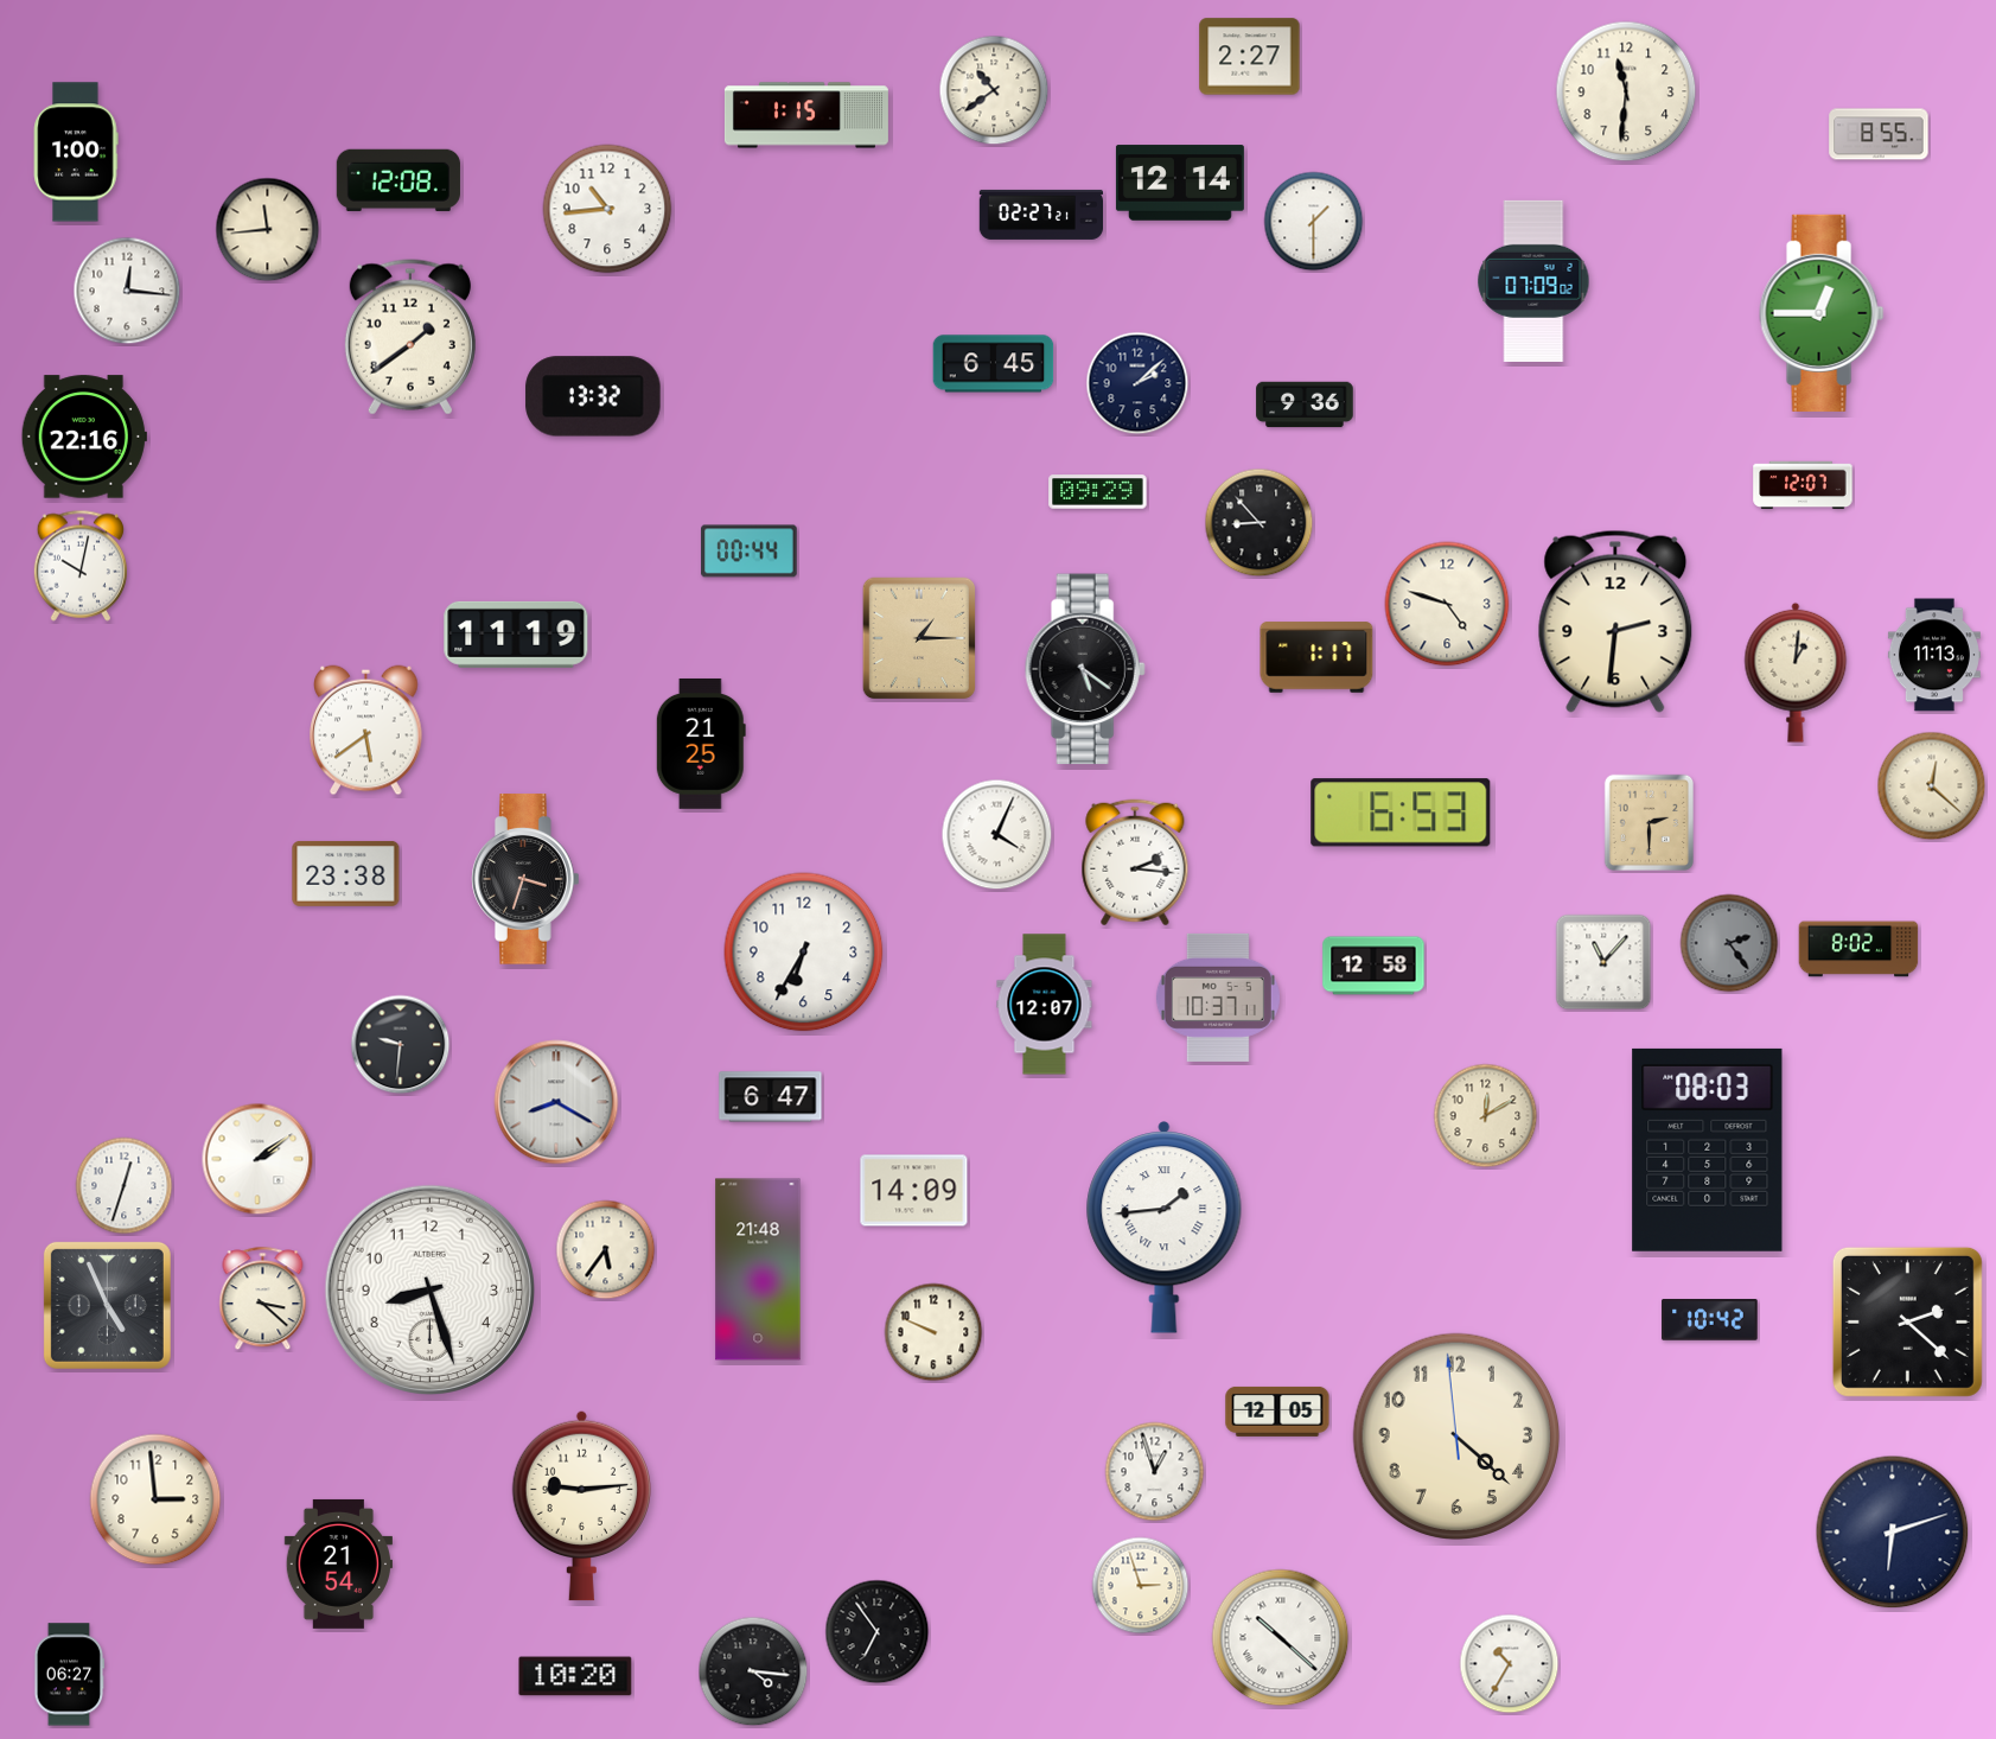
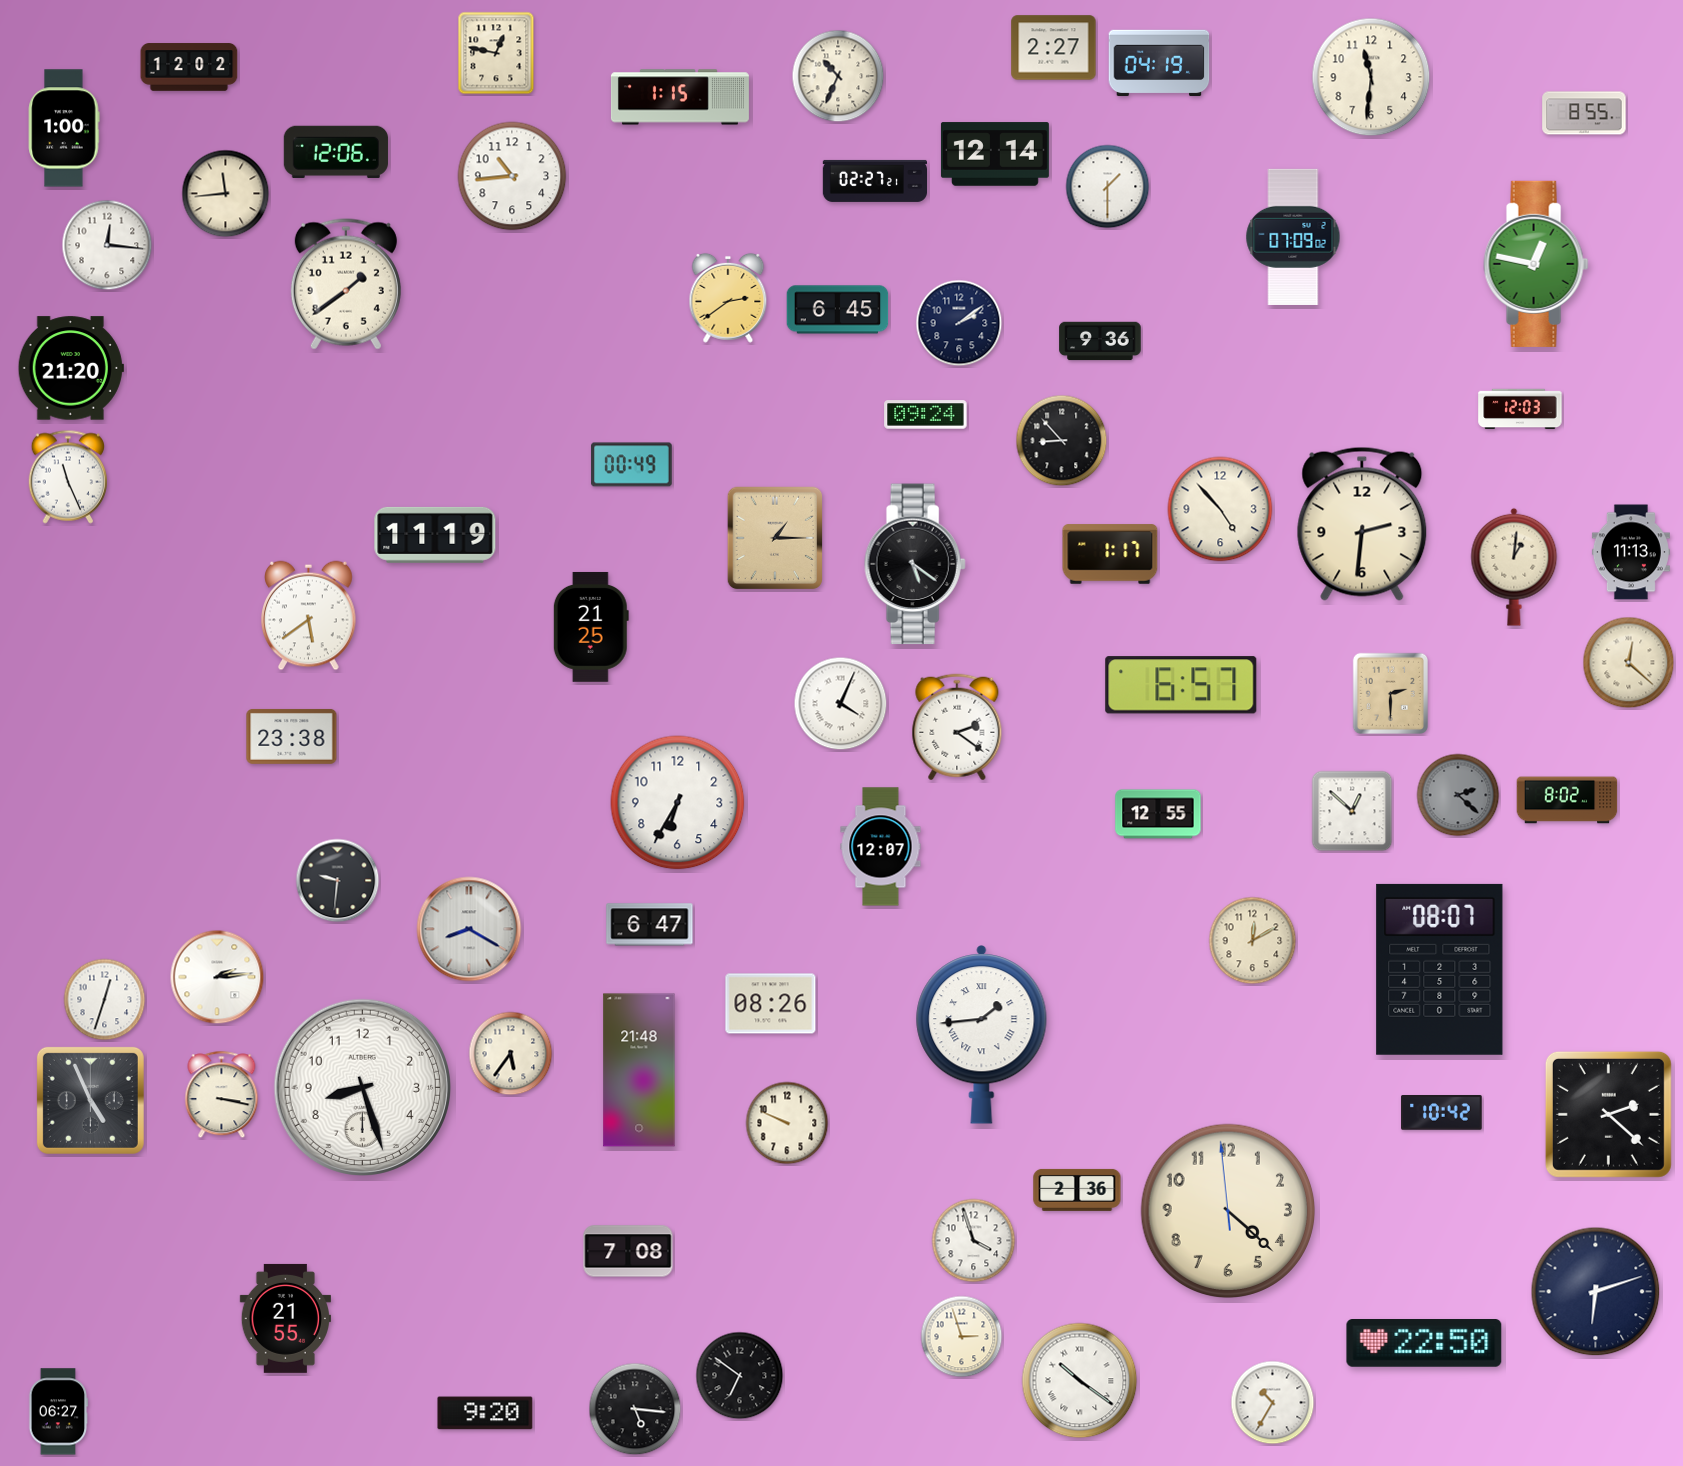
clock at (496, 53): none -> 12:47
clock at (1159, 63): none -> 04:19
clock at (189, 67): none -> 12:02
clock at (994, 90): 10:39 -> 10:34
clock at (398, 180): 12:08 -> 12:06
clock at (1040, 215) position: (1040, 215) -> (874, 181)
clock at (1822, 313): 12:45 -> 12:47
clock at (728, 298): none -> 2:39
clock at (994, 364) position: (994, 364) -> (838, 310)
clock at (1137, 383): 2:08 -> 2:09
clock at (593, 396): 13:32 -> none
clock at (84, 437): 22:16 -> 21:20
clock at (1803, 485): 12:07 -> 12:03
clock at (1098, 492): 09:29 -> 09:24
clock at (750, 552): 00:44 -> 00:49
clock at (79, 566): 10:02 -> 11:26
clock at (1447, 604): 4:48 -> 4:53
clock at (1401, 813): 6:53 -> 6:57
clock at (1135, 862): 2:16 -> 2:21
clock at (525, 879): 3:33 -> none
clock at (1729, 943): 2:24 -> 2:22
clock at (1603, 962): 11:07 -> 12:52
clock at (1373, 966): 12:58 -> 12:55
clock at (1218, 998): 10:37 -> none
clock at (1708, 1149): 08:03 -> 08:07
clock at (257, 1159): 2:09 -> 2:14
clock at (914, 1191): 14:09 -> 08:26
clock at (263, 1299): 3:22 -> 3:17
clock at (1277, 1412): 12:05 -> 2:36
clock at (1155, 1472): 12:57 -> 3:57
clock at (628, 1251): none -> 7:08
clock at (155, 1499): 2:59 -> none
clock at (581, 1505): 9:14 -> none
clock at (338, 1563): 21:54 -> 21:55
clock at (1424, 1344): none -> 22:50
clock at (878, 1632): 6:54 -> 6:51
clock at (1281, 1638): 10:22 -> 10:21
clock at (753, 1671): 4:16 -> 5:16
clock at (575, 1676): 10:20 -> 9:20
